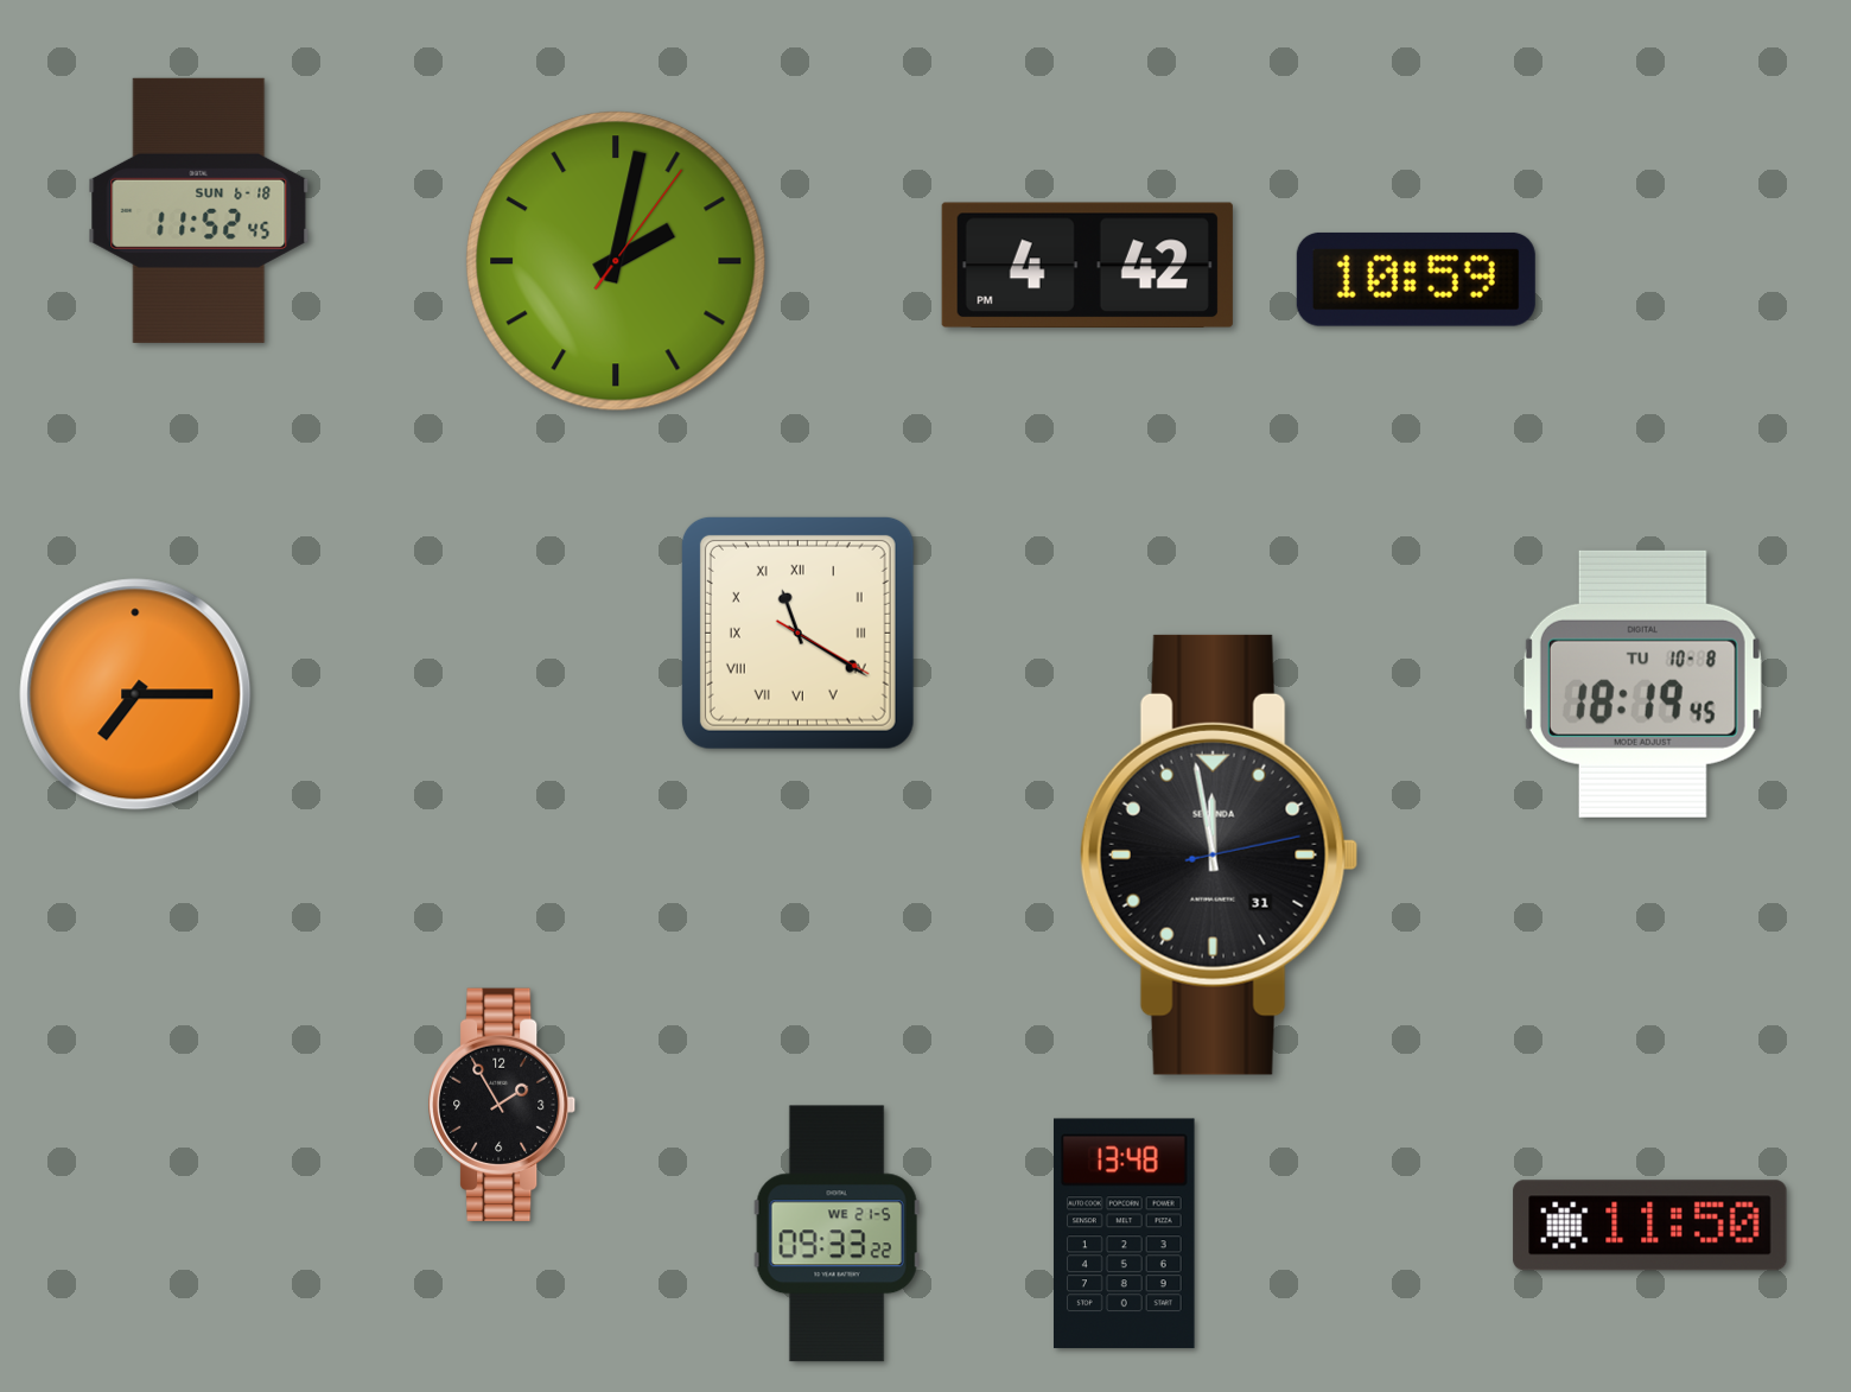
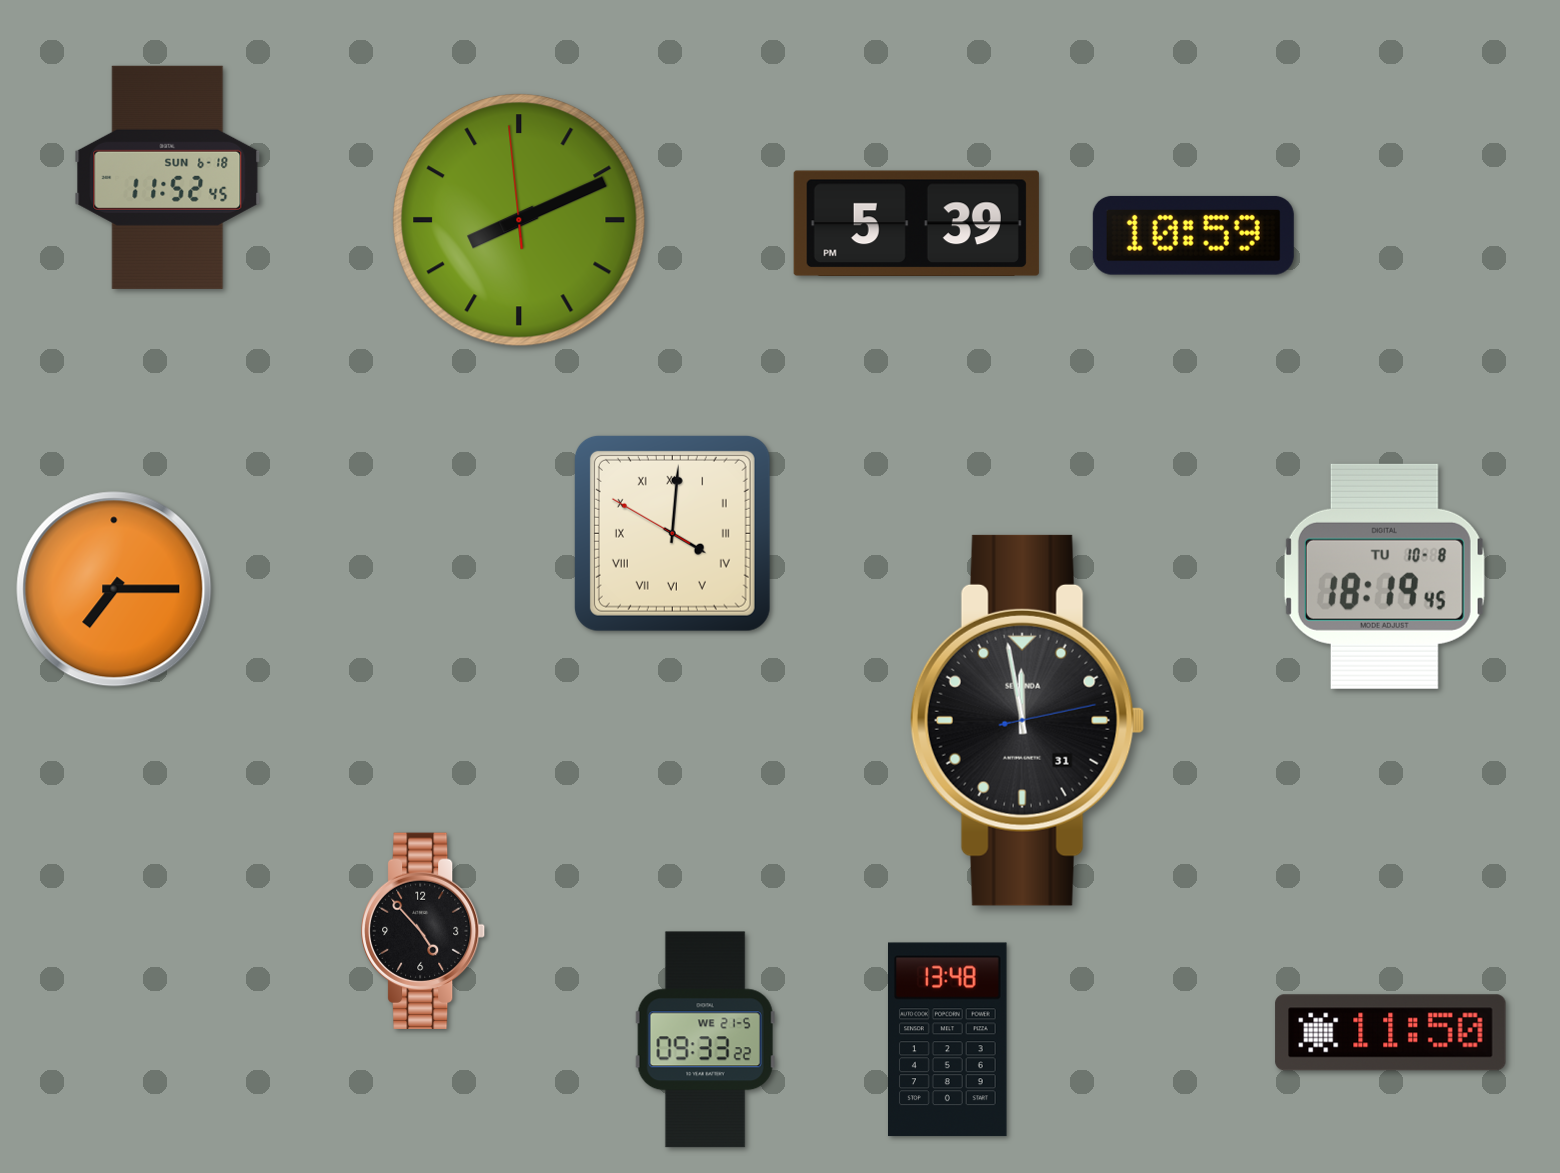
clock at (616, 261): 2:02 -> 8:10
clock at (1087, 265): 4:42 -> 5:39
clock at (797, 633): 11:20 -> 4:00
clock at (135, 694) position: (135, 694) -> (114, 589)
clock at (503, 1104): 1:55 -> 4:53
